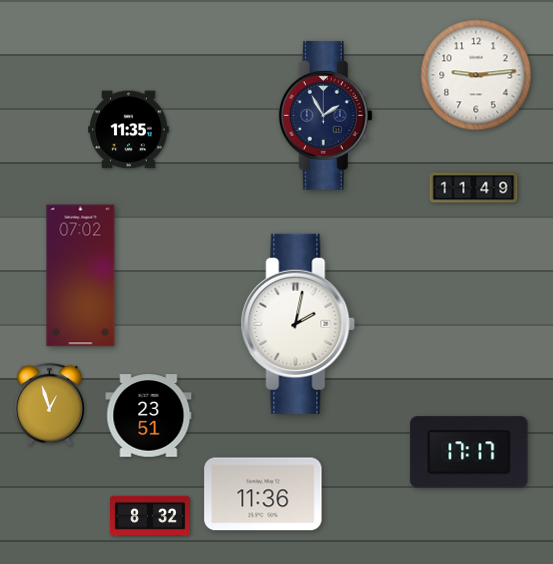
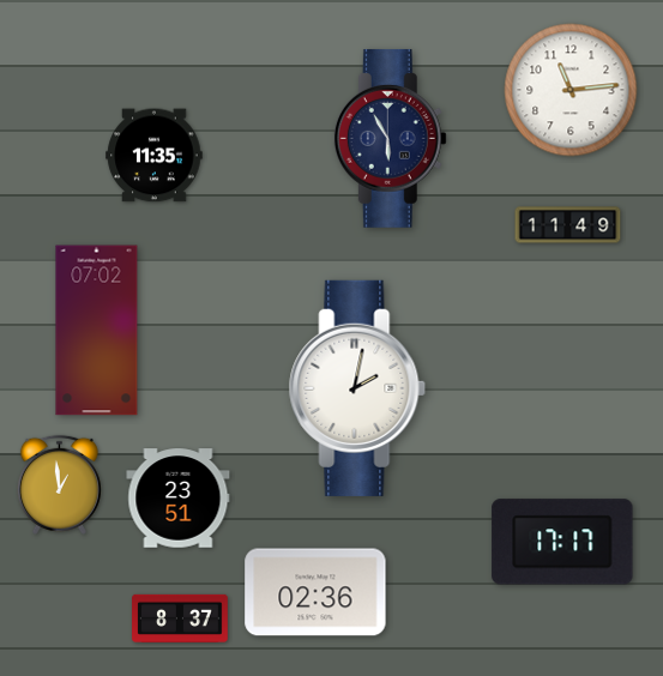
clock at (476, 75): 9:14 -> 11:14
clock at (325, 115): 1:55 -> 5:55
clock at (49, 404): 12:57 -> 12:59
clock at (263, 494): 11:36 -> 02:36
clock at (150, 516): 8:32 -> 8:37
